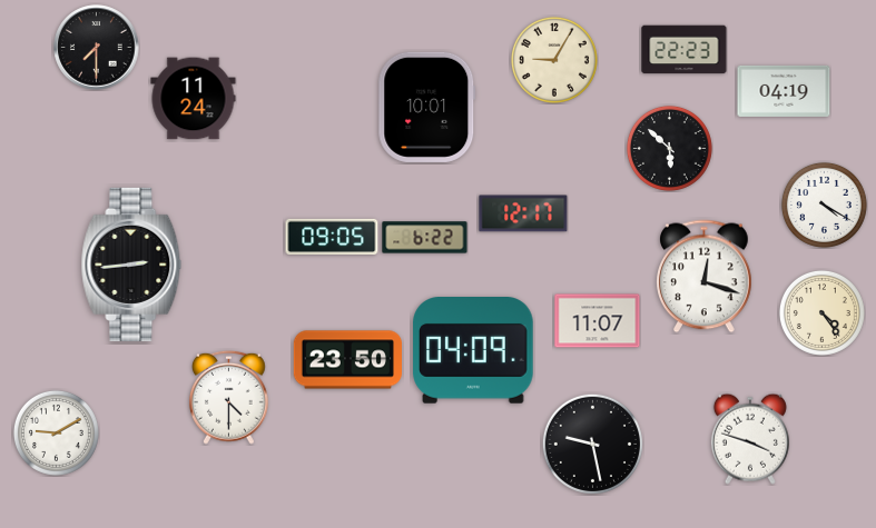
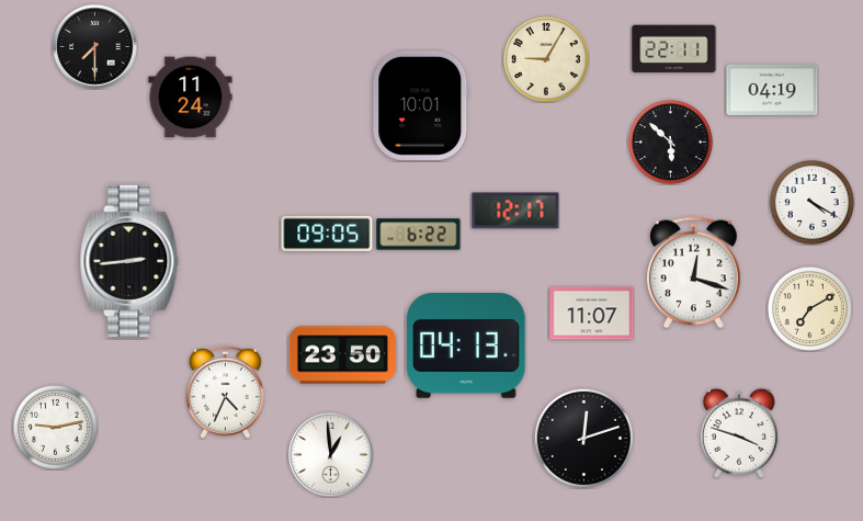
clock at (685, 50): 22:23 -> 22:11
clock at (669, 148) position: (669, 148) -> (670, 141)
clock at (821, 312): 4:24 -> 7:10
clock at (598, 321) position: (598, 321) -> (592, 314)
clock at (473, 351): 04:09 -> 04:13
clock at (228, 397): 4:30 -> 4:34
clock at (56, 432): 9:10 -> 9:13
clock at (592, 444): 9:28 -> 12:12
clock at (331, 455): none -> 12:59
